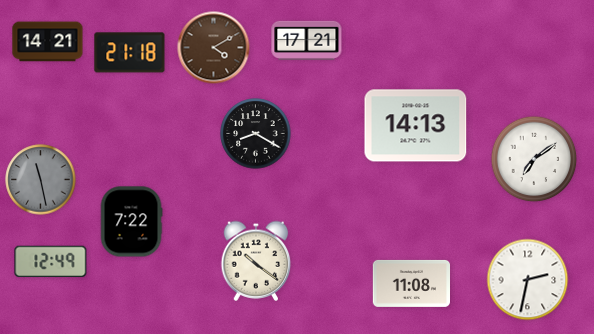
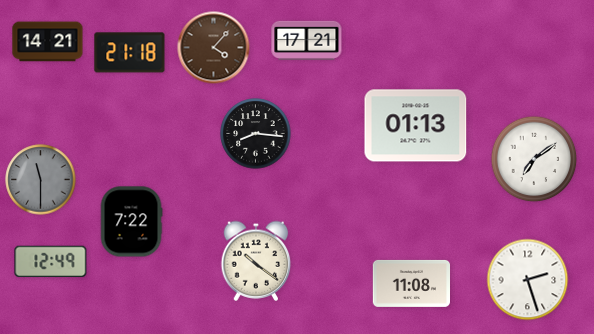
clock at (214, 48): 4:10 -> 4:07
clock at (416, 126): 14:13 -> 01:13
clock at (256, 134): 8:20 -> 8:16
clock at (41, 180): 11:28 -> 11:30
clock at (528, 280): 2:32 -> 2:27
